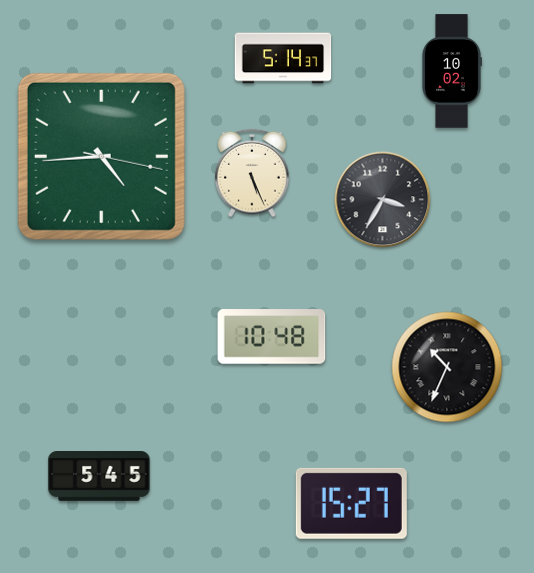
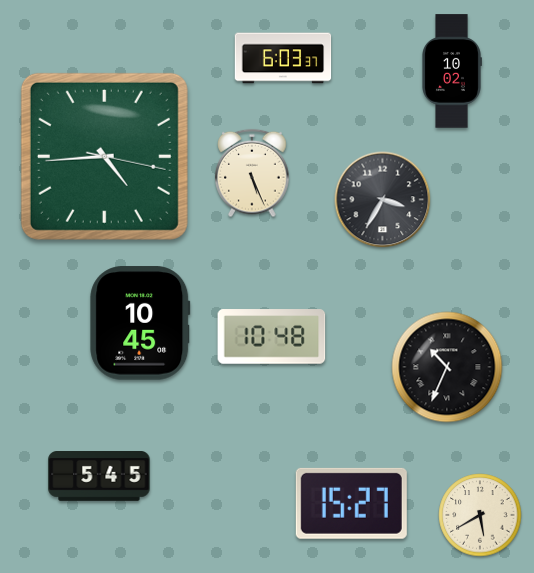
clock at (283, 58): 5:14 -> 6:03
clock at (101, 156) position: (101, 156) -> (104, 156)
clock at (140, 323): none -> 10:45
clock at (480, 515): none -> 5:40
